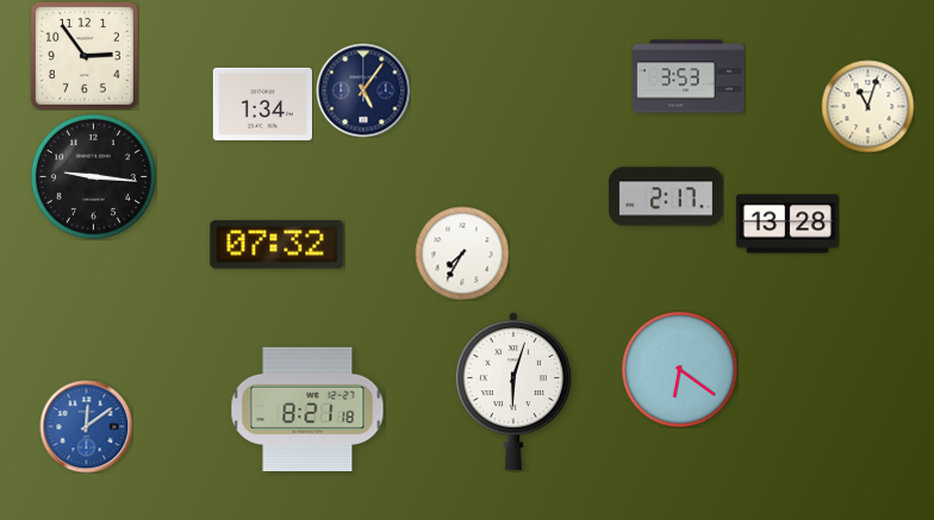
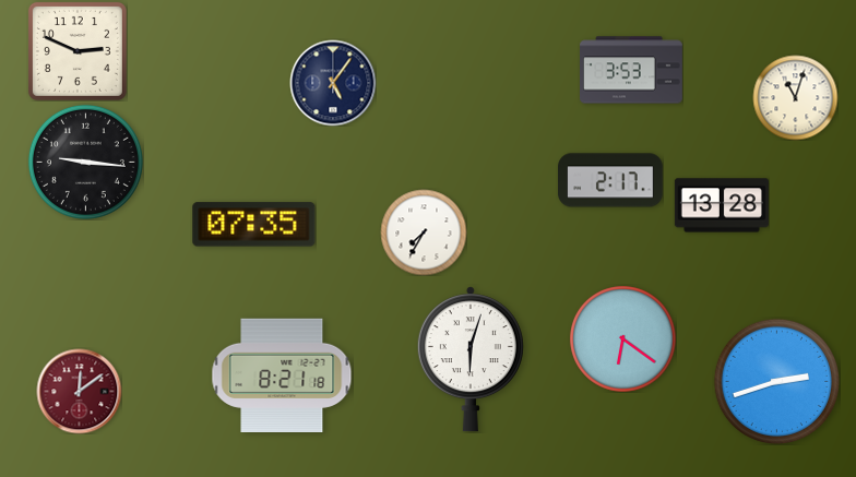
clock at (85, 56): 2:54 -> 2:49
clock at (262, 104): 1:34 -> none
clock at (278, 245): 07:32 -> 07:35
clock at (776, 381): none -> 2:42
clock at (86, 426) dial: blue -> burgundy
